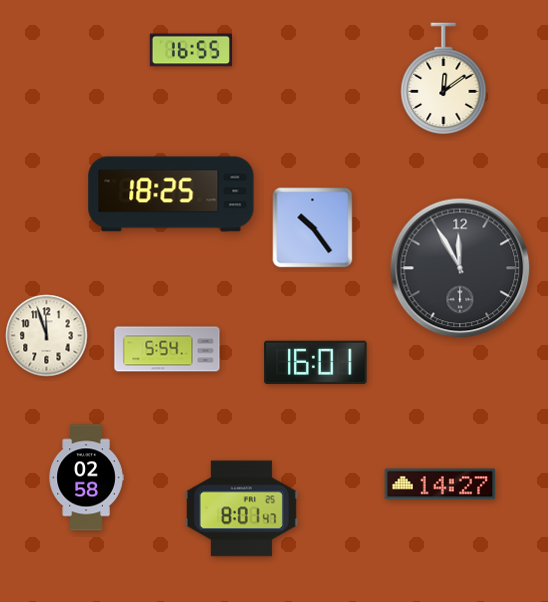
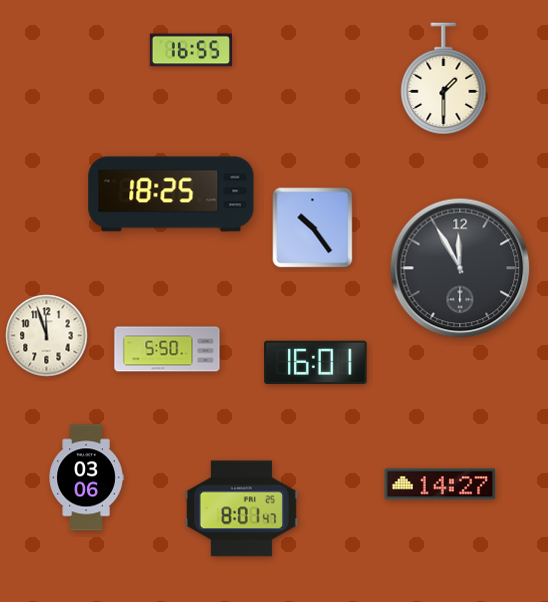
clock at (444, 78): 12:09 -> 1:30
clock at (167, 349): 5:54 -> 5:50
clock at (86, 478): 02:58 -> 03:06
